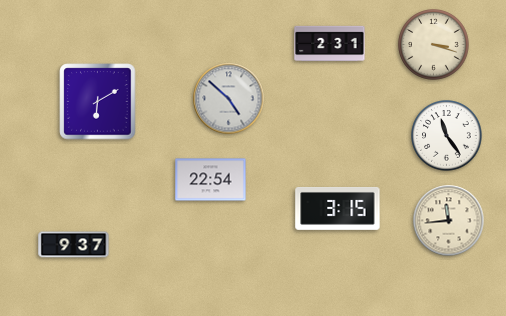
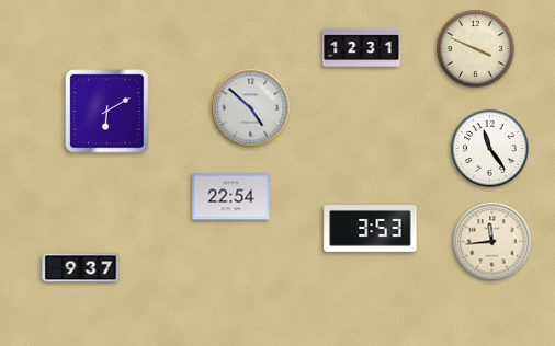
clock at (330, 44): 2:31 -> 12:31
clock at (434, 45): 3:18 -> 3:49
clock at (338, 208): 3:15 -> 3:53
